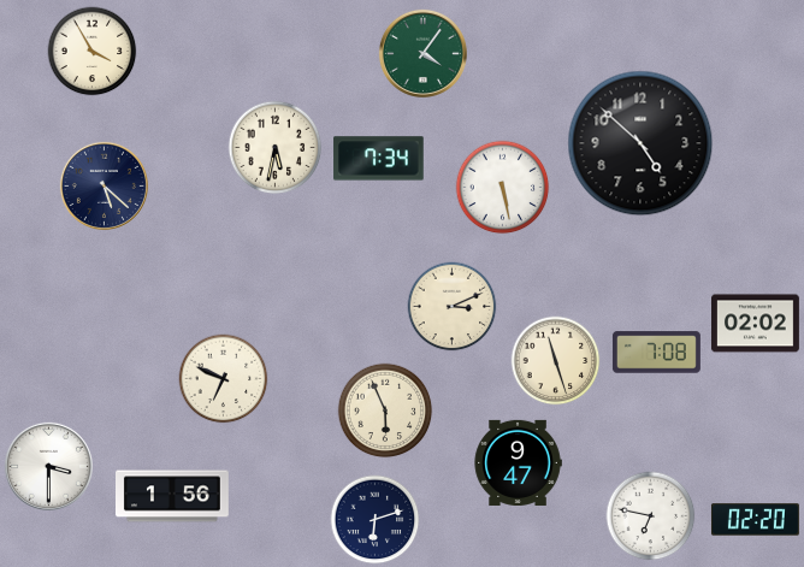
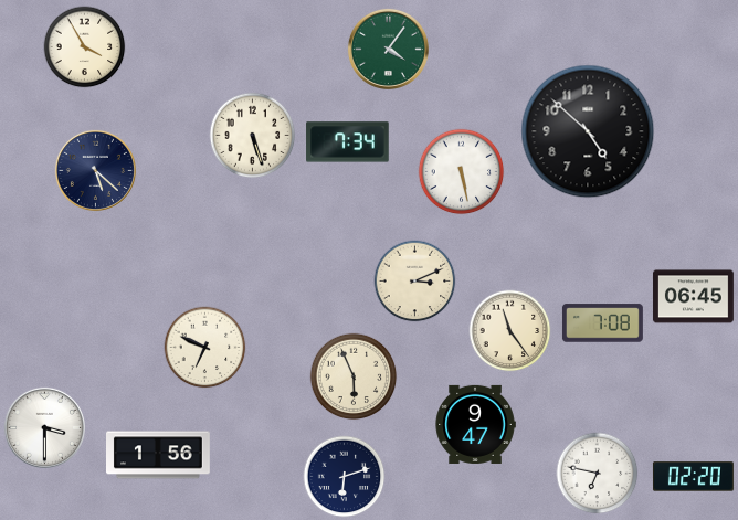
clock at (276, 148): 5:32 -> 5:27
clock at (379, 159) position: (379, 159) -> (348, 142)
clock at (755, 324): 02:02 -> 06:45
clock at (556, 361): 11:27 -> 11:24
